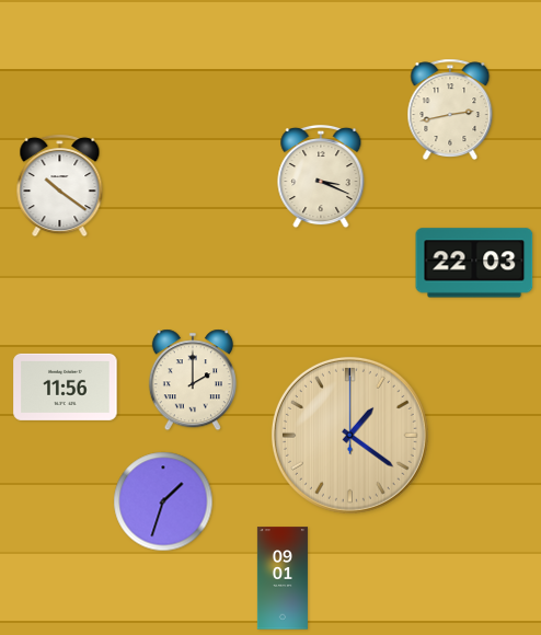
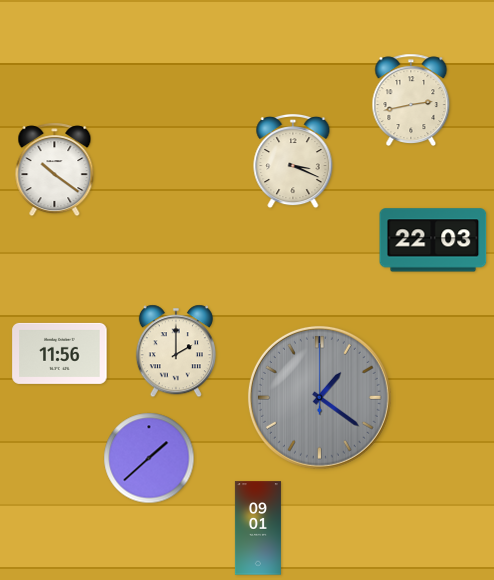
clock at (193, 380) position: (193, 380) -> (176, 351)
clock at (349, 435) dial: champagne -> grey
clock at (163, 501): 1:33 -> 1:38
